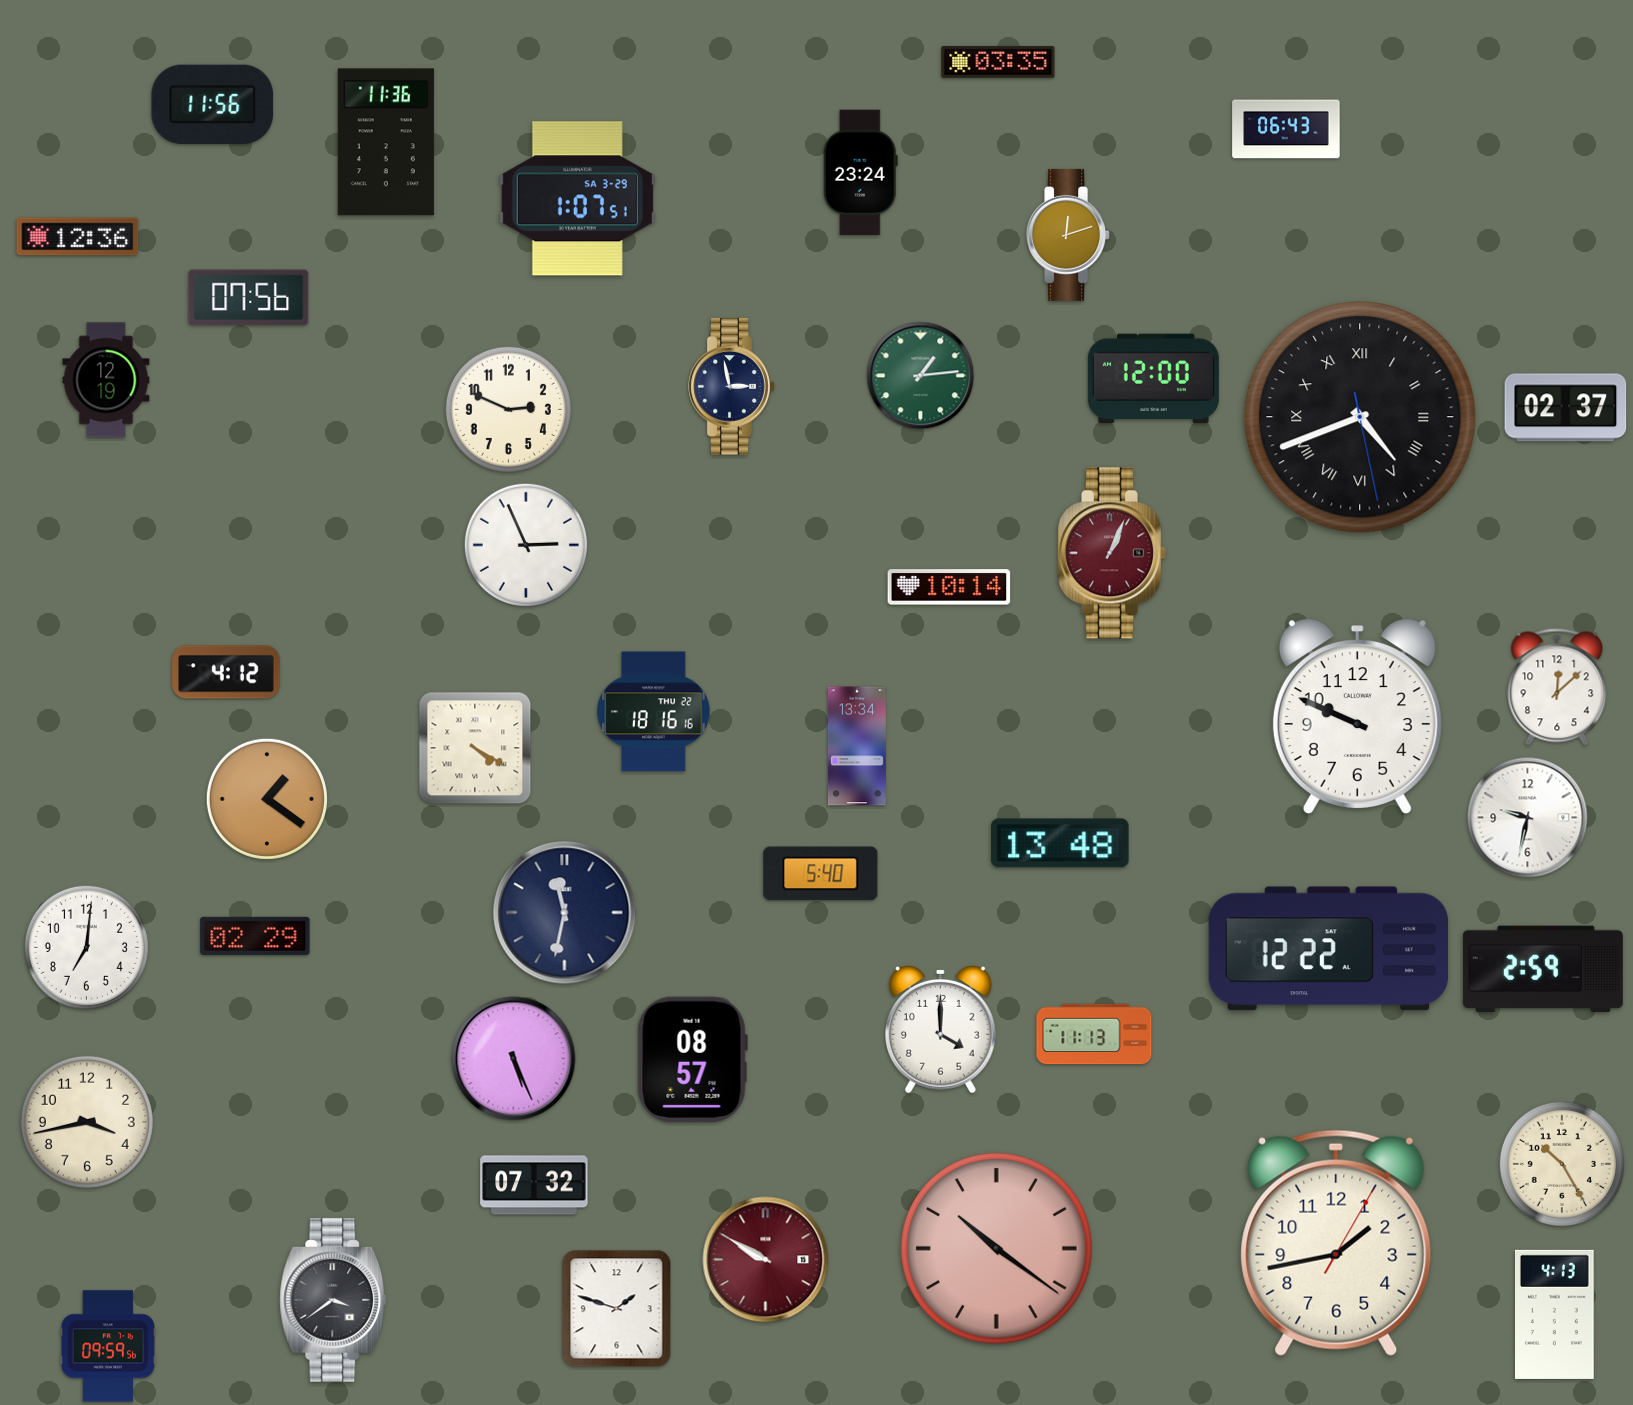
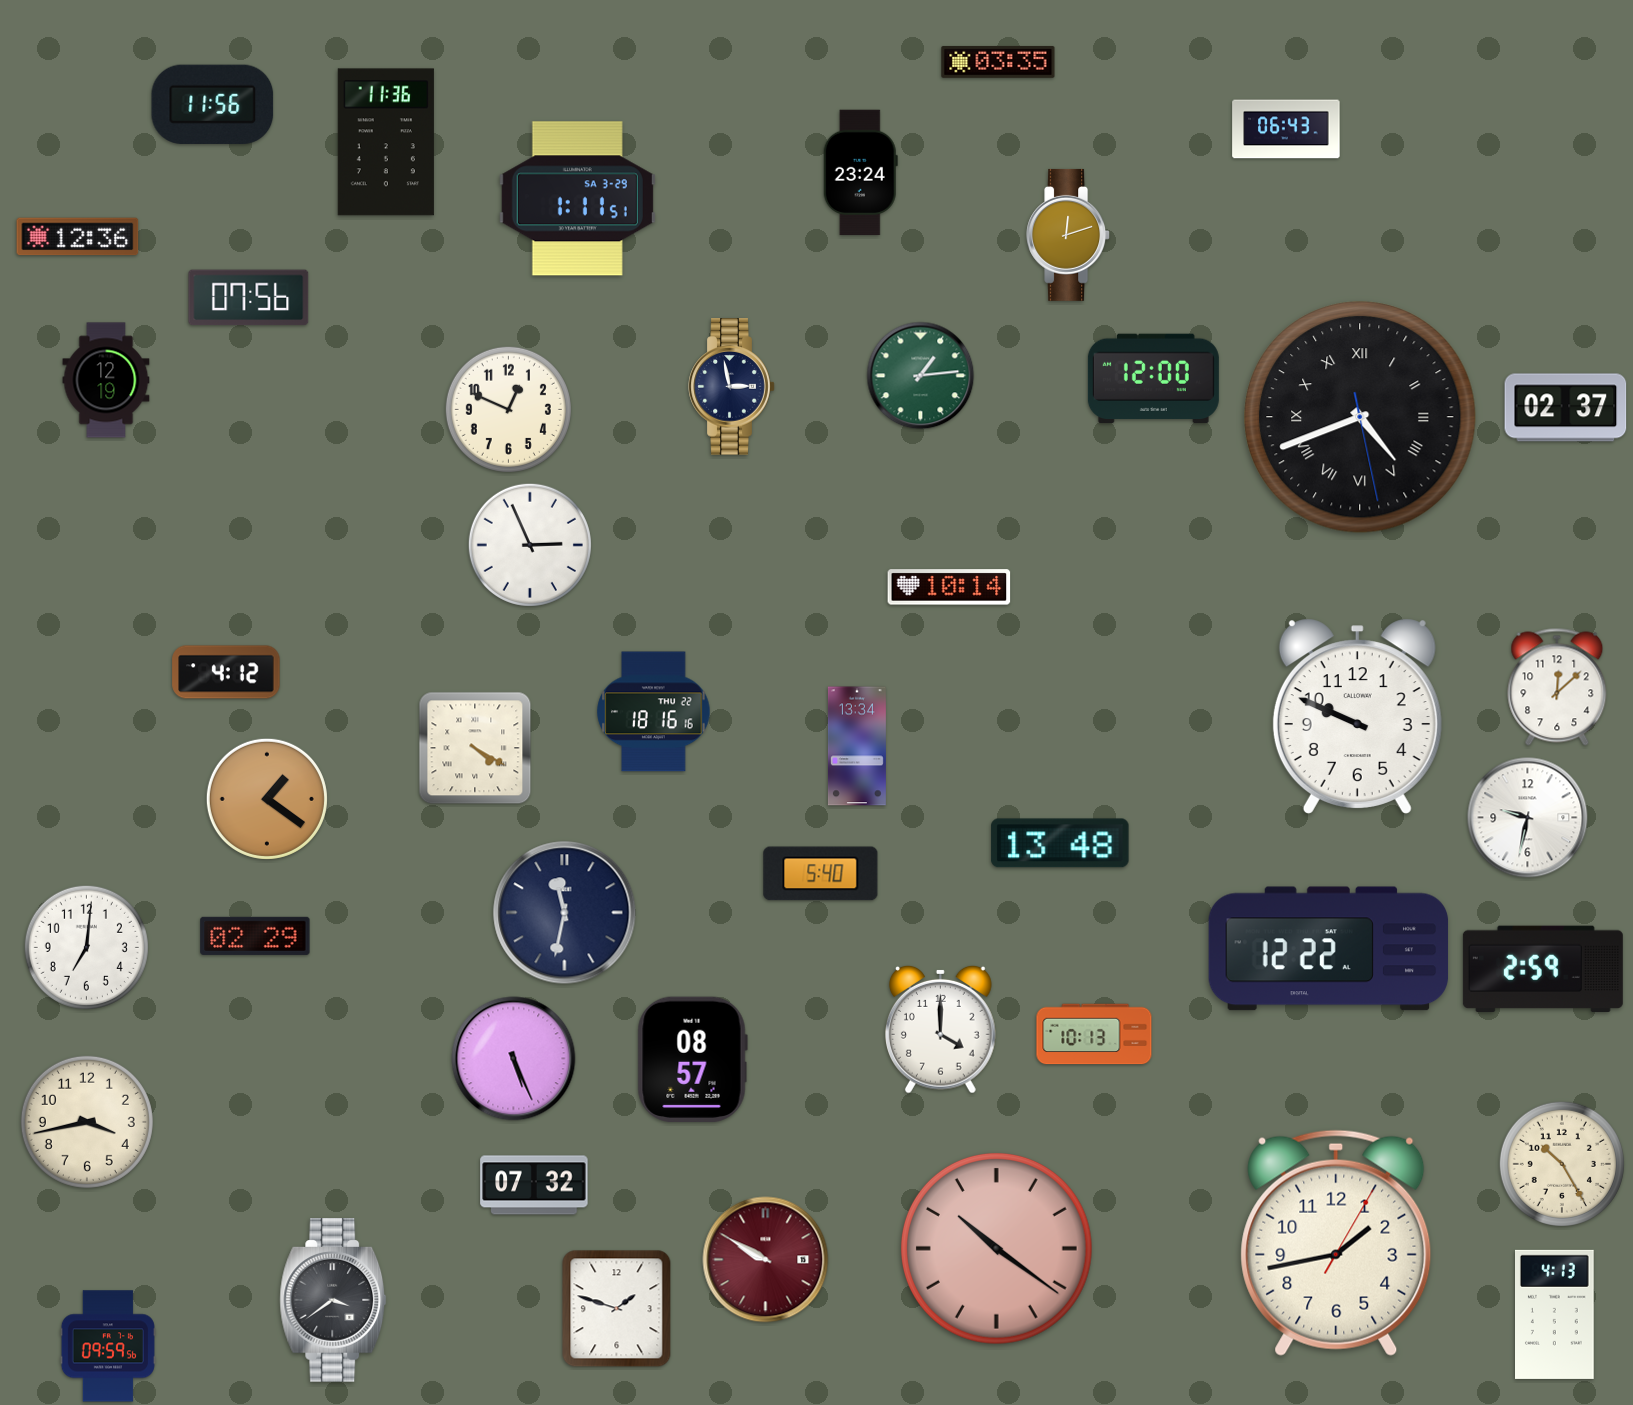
clock at (577, 199): 1:07 -> 1:11
clock at (508, 409): 2:49 -> 12:49
clock at (526, 545) position: (526, 545) -> (530, 545)
clock at (1112, 553): 1:04 -> none
clock at (1094, 1034): 11:13 -> 10:13
